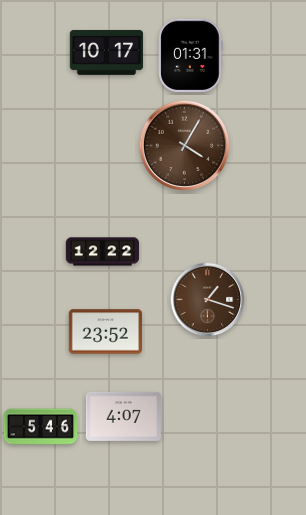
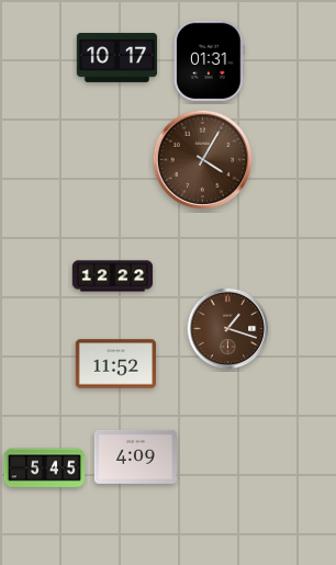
clock at (105, 332): 23:52 -> 11:52
clock at (123, 416): 4:07 -> 4:09
clock at (41, 427): 5:46 -> 5:45
